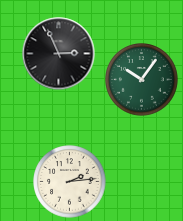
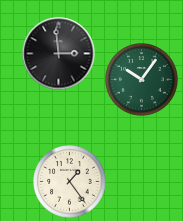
clock at (59, 54): 2:56 -> 2:59
clock at (70, 182): 2:14 -> 1:24
